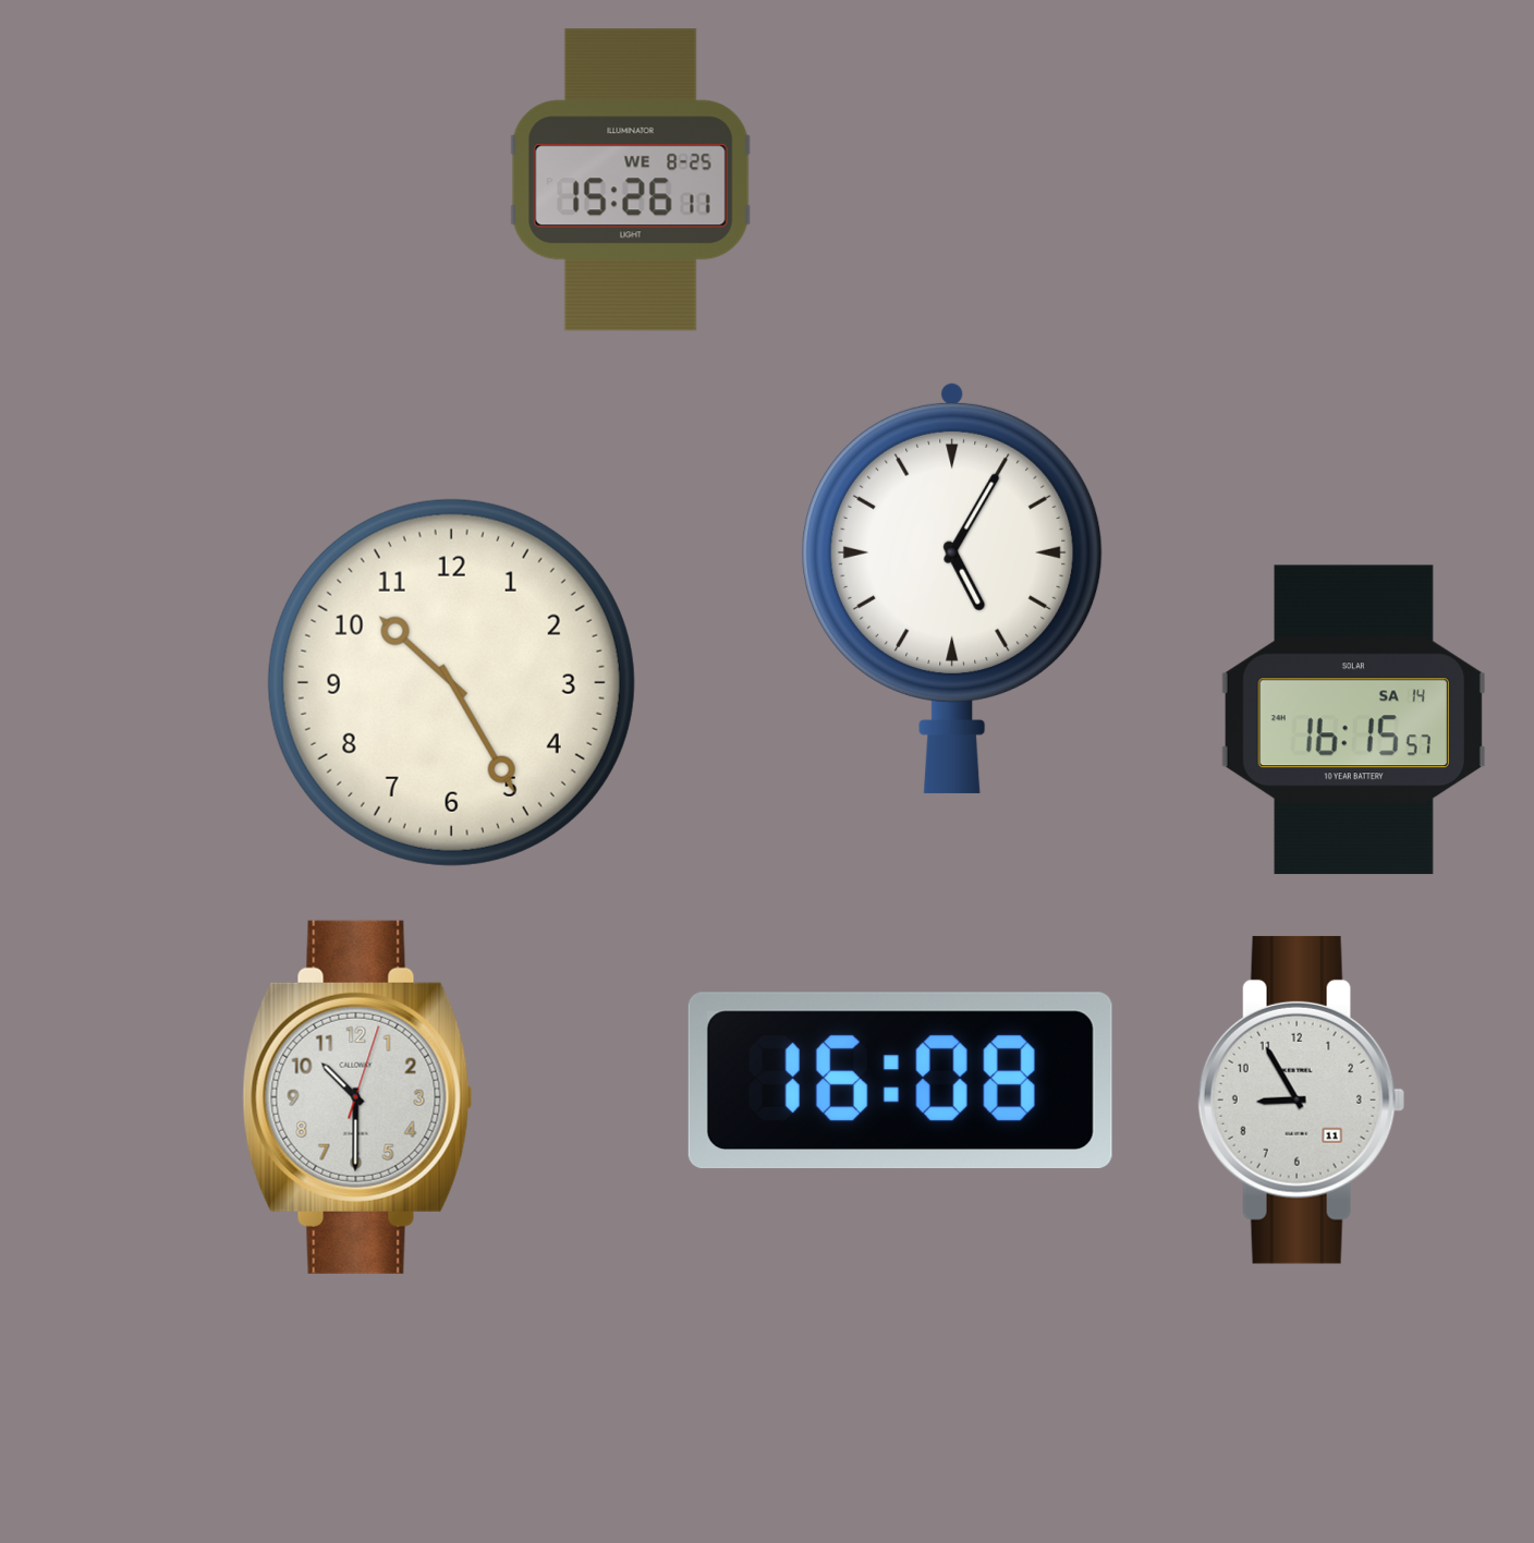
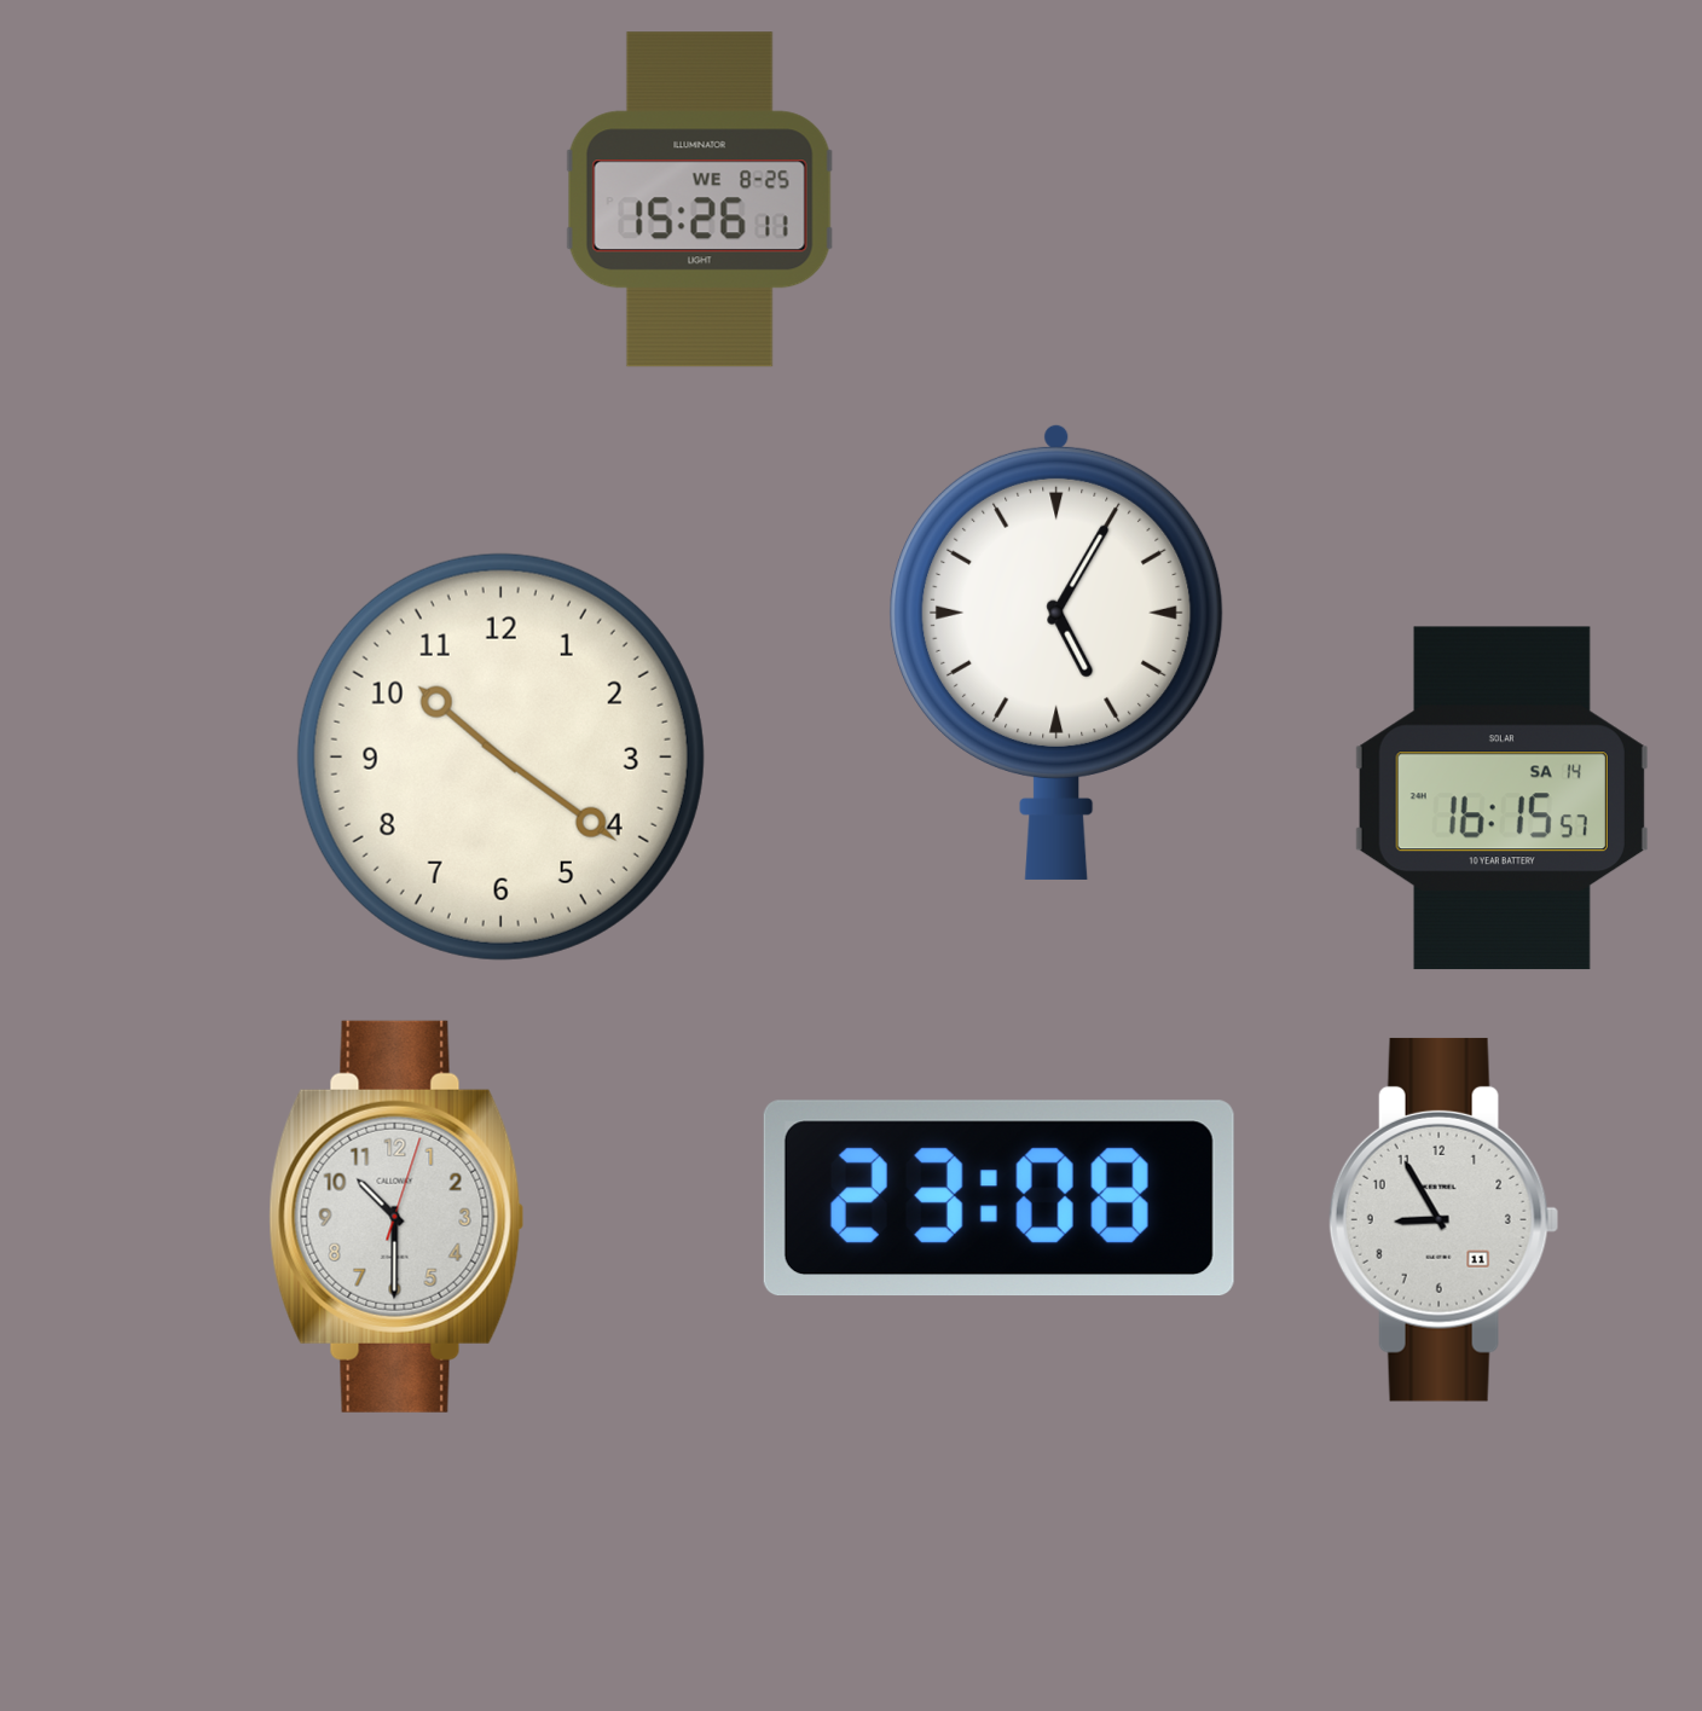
clock at (451, 682): 10:25 -> 10:21
clock at (900, 1081): 16:08 -> 23:08
